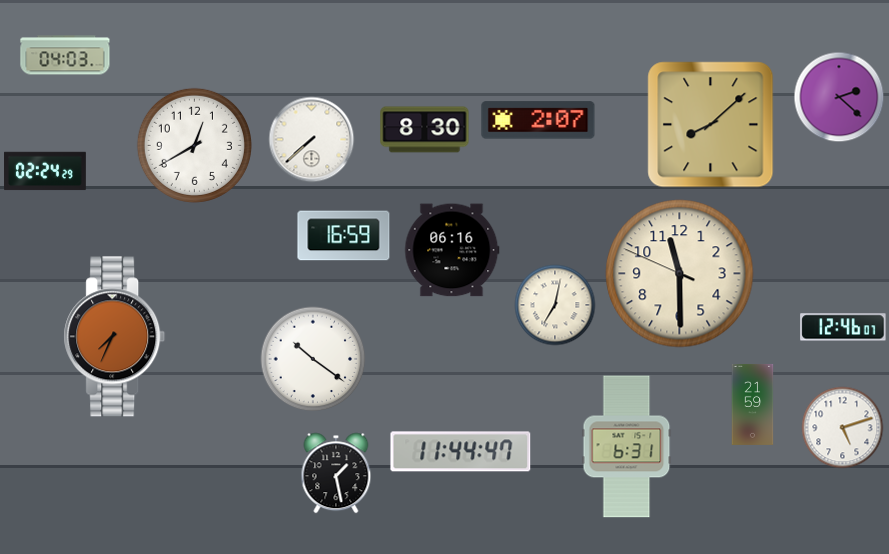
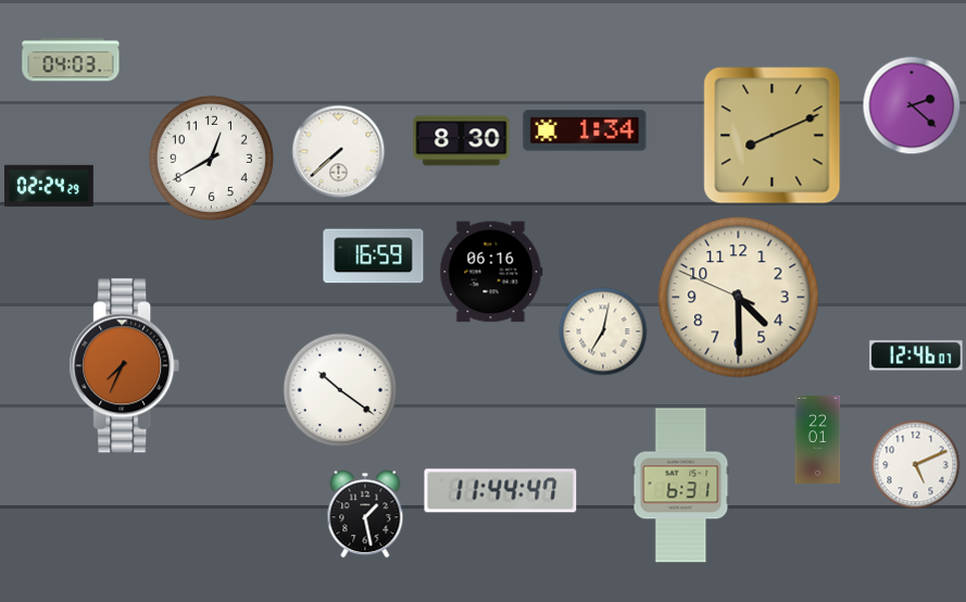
clock at (538, 120): 2:07 -> 1:34
clock at (711, 125): 8:08 -> 8:11
clock at (680, 274): 11:29 -> 4:29
clock at (753, 404): 21:59 -> 22:01
clock at (843, 428): 5:12 -> 5:11
